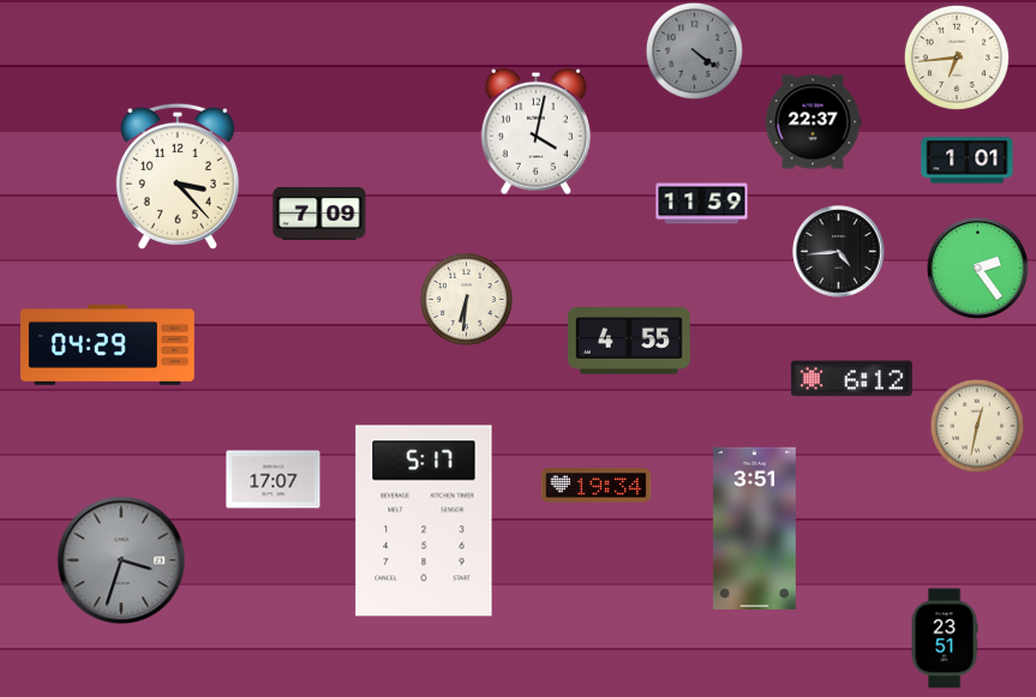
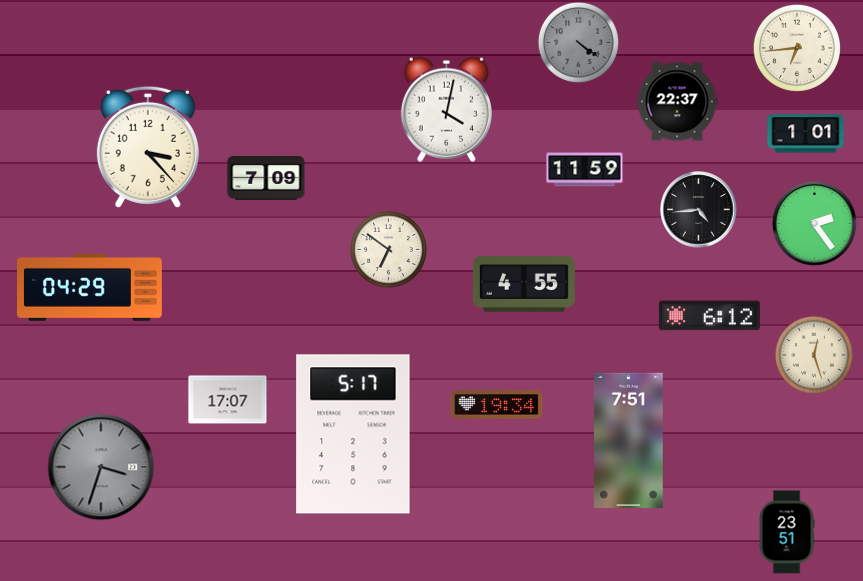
clock at (466, 299): 6:31 -> 6:51
clock at (977, 426): 12:32 -> 12:27
clock at (755, 528): 3:51 -> 7:51
